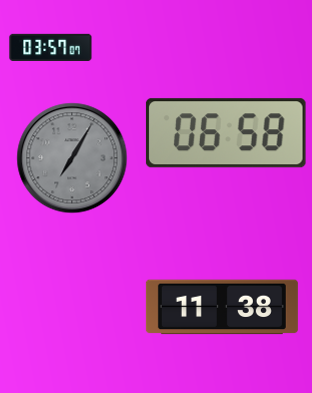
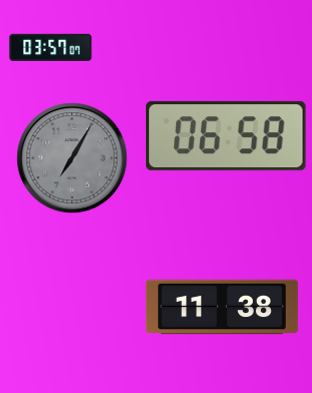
clock at (226, 133) position: (226, 133) -> (226, 136)
